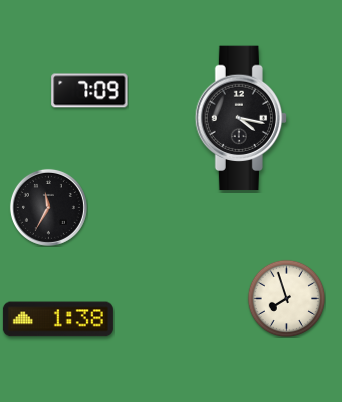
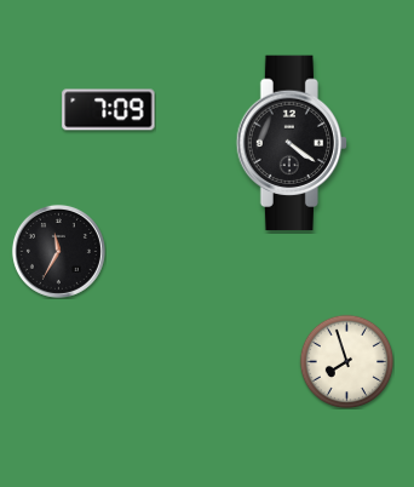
clock at (240, 118): 4:17 -> 4:21
clock at (58, 319): 1:38 -> none
